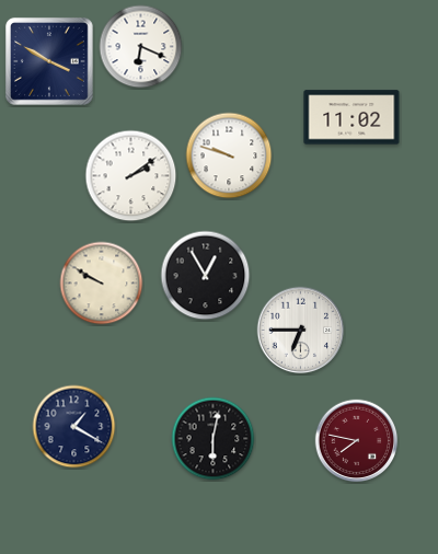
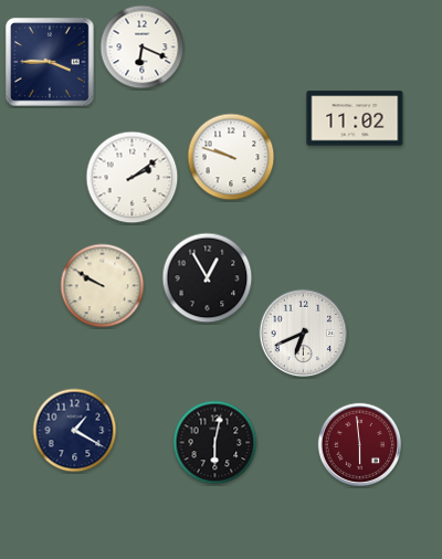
clock at (49, 61): 3:50 -> 3:45
clock at (301, 331): 6:45 -> 6:41
clock at (357, 441): 7:47 -> 5:59
